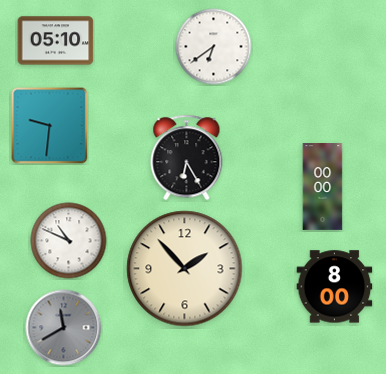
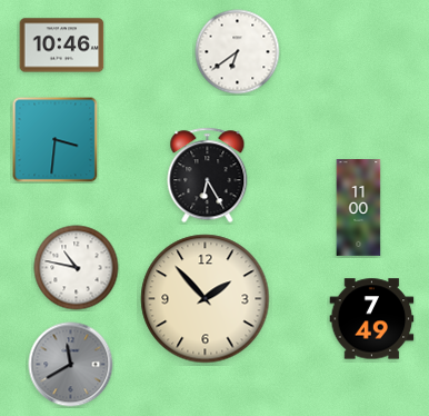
clock at (56, 41): 05:10 -> 10:46
clock at (50, 126): 9:31 -> 3:31
clock at (323, 187): 00:00 -> 11:00
clock at (69, 241): 10:49 -> 10:47
clock at (335, 287): 8:00 -> 7:49
